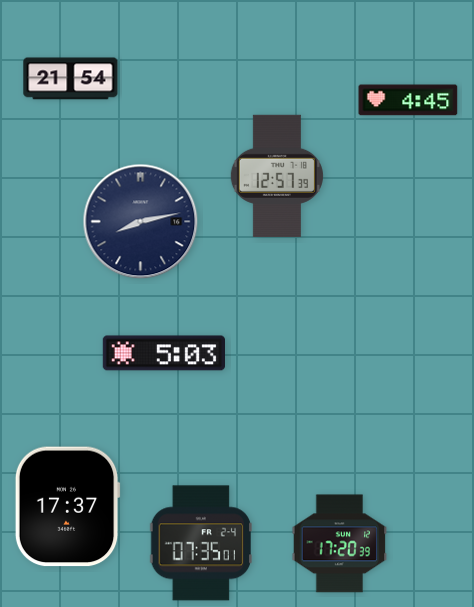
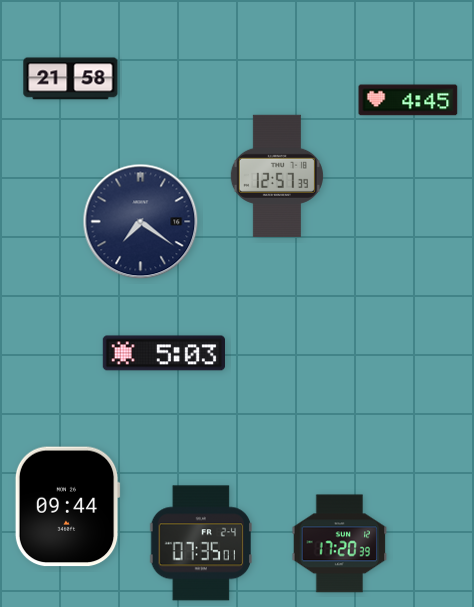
clock at (71, 79): 21:54 -> 21:58
clock at (141, 222): 8:13 -> 7:21
clock at (67, 507): 17:37 -> 09:44
